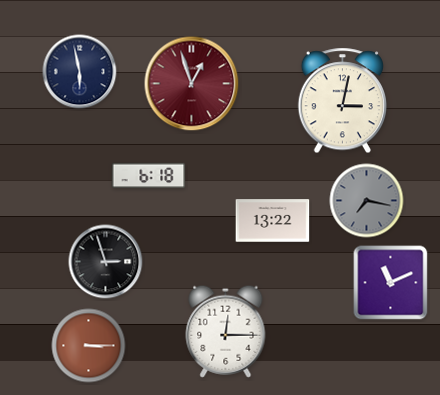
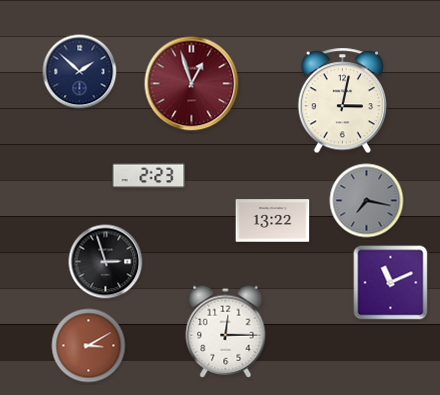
clock at (80, 72): 5:58 -> 1:52
clock at (149, 176): 6:18 -> 2:23
clock at (89, 346): 3:15 -> 3:10
